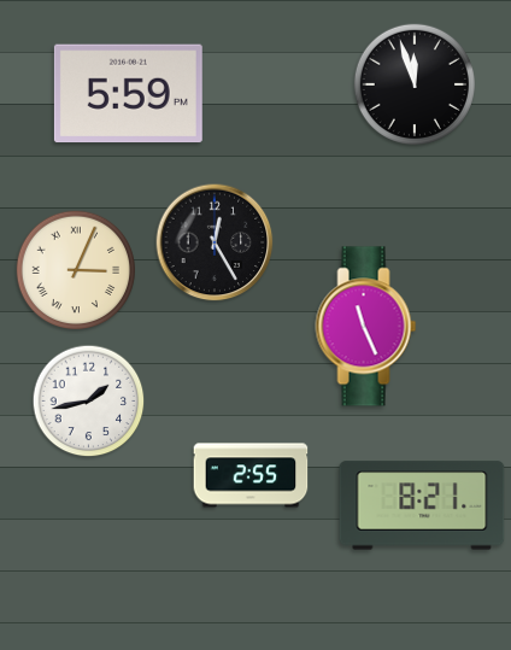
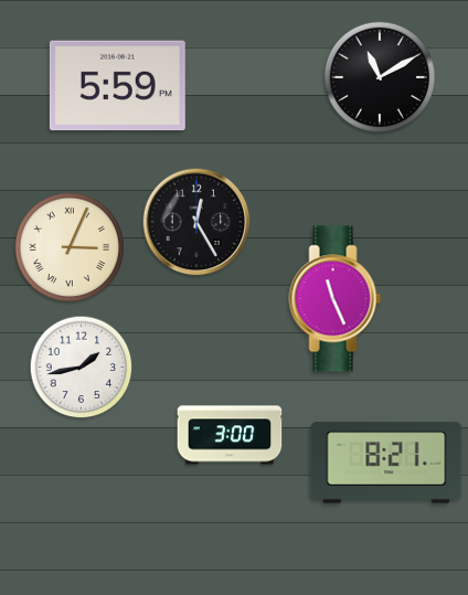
clock at (413, 83): 11:57 -> 11:10
clock at (251, 475): 2:55 -> 3:00
